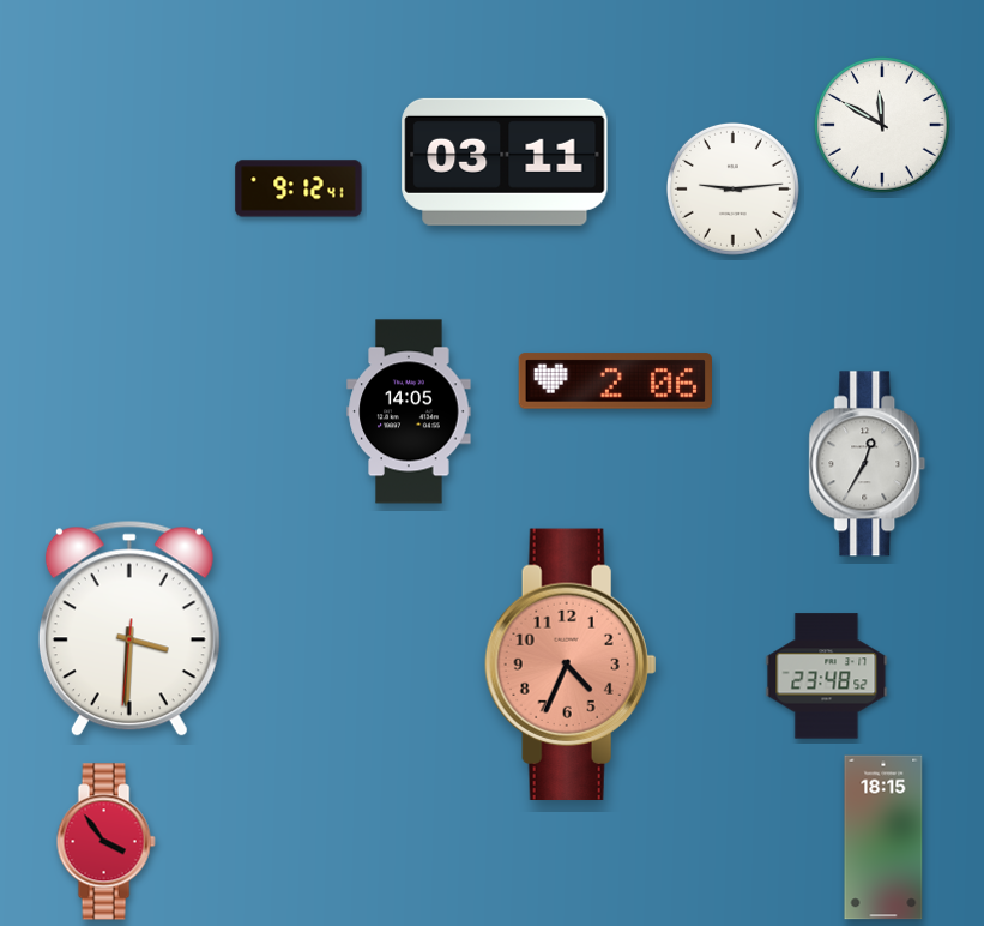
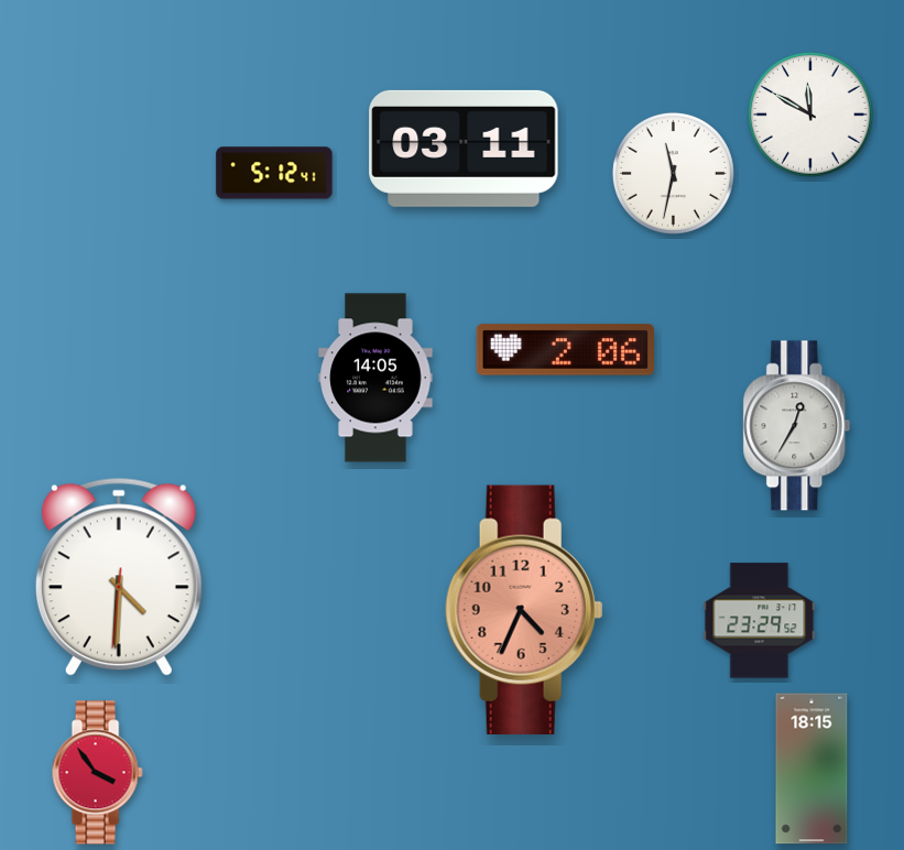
clock at (298, 188): 9:12 -> 5:12
clock at (732, 188): 9:14 -> 11:32
clock at (129, 629): 3:30 -> 4:30
clock at (827, 677): 23:48 -> 23:29
